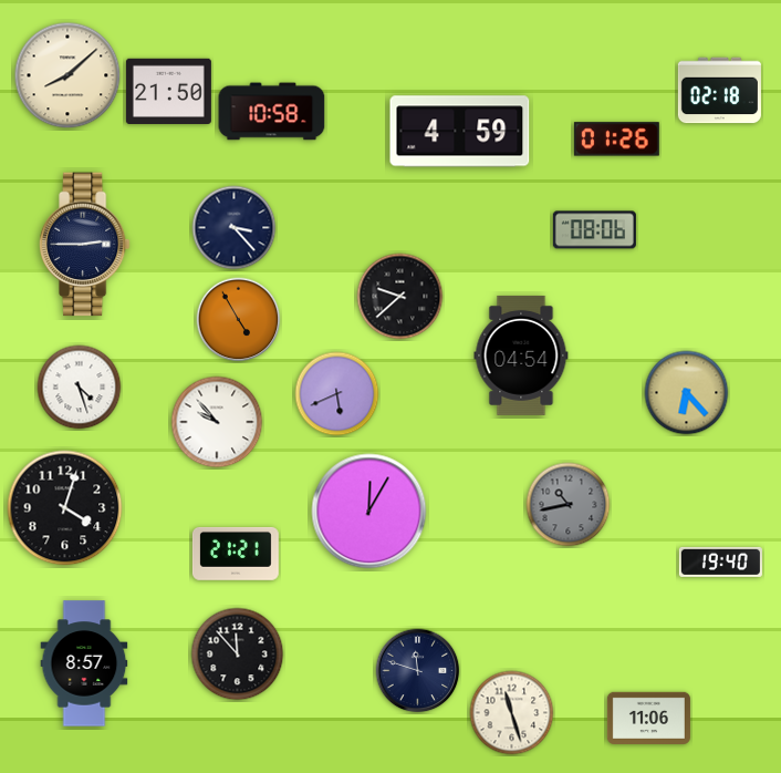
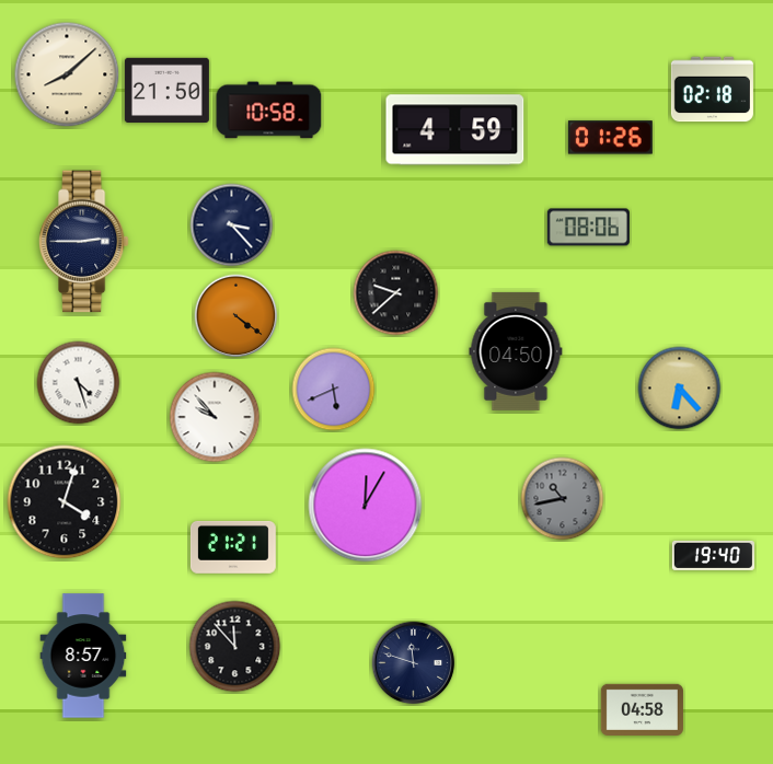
clock at (239, 320): 4:55 -> 4:21
clock at (521, 355): 04:54 -> 04:50
clock at (512, 713): 11:27 -> none
clock at (648, 718): 11:06 -> 04:58
